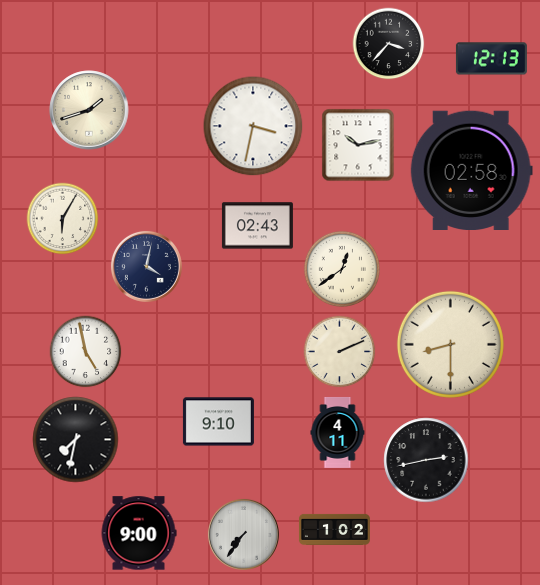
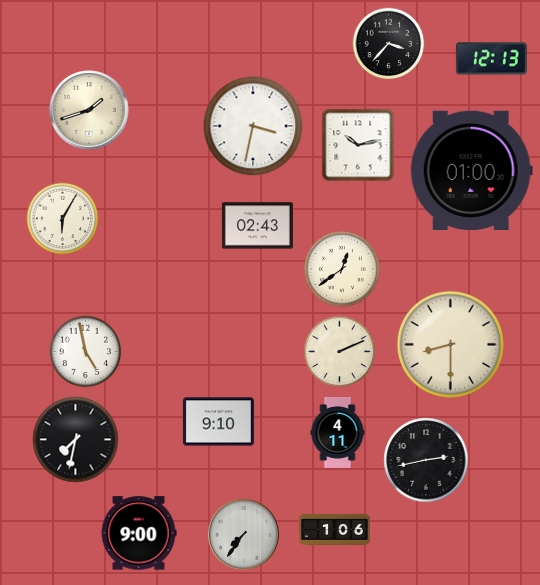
clock at (471, 170): 02:58 -> 01:00
clock at (146, 266): 4:02 -> none
clock at (334, 529): 1:02 -> 1:06
